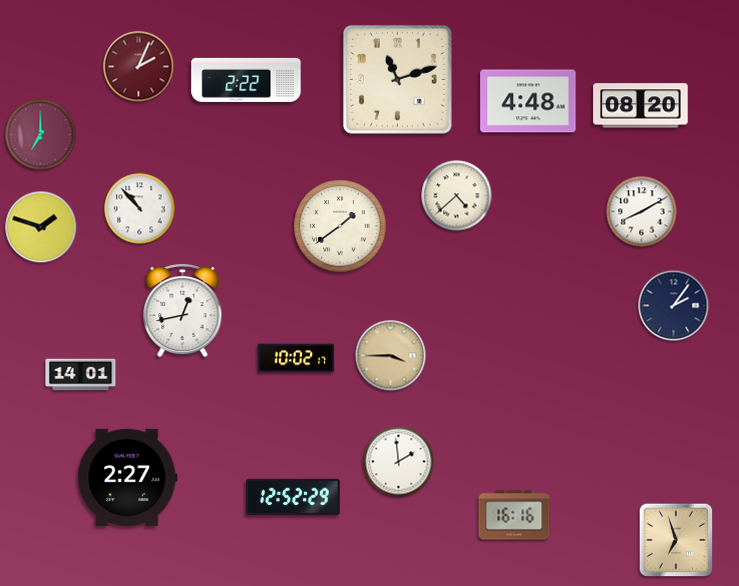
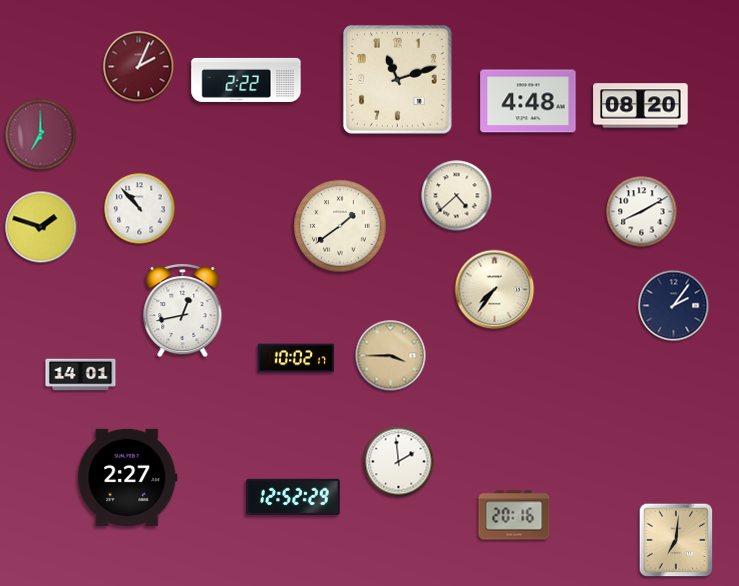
clock at (495, 290): none -> 7:36
clock at (514, 515): 16:16 -> 20:16
clock at (676, 540): 6:57 -> 7:01
